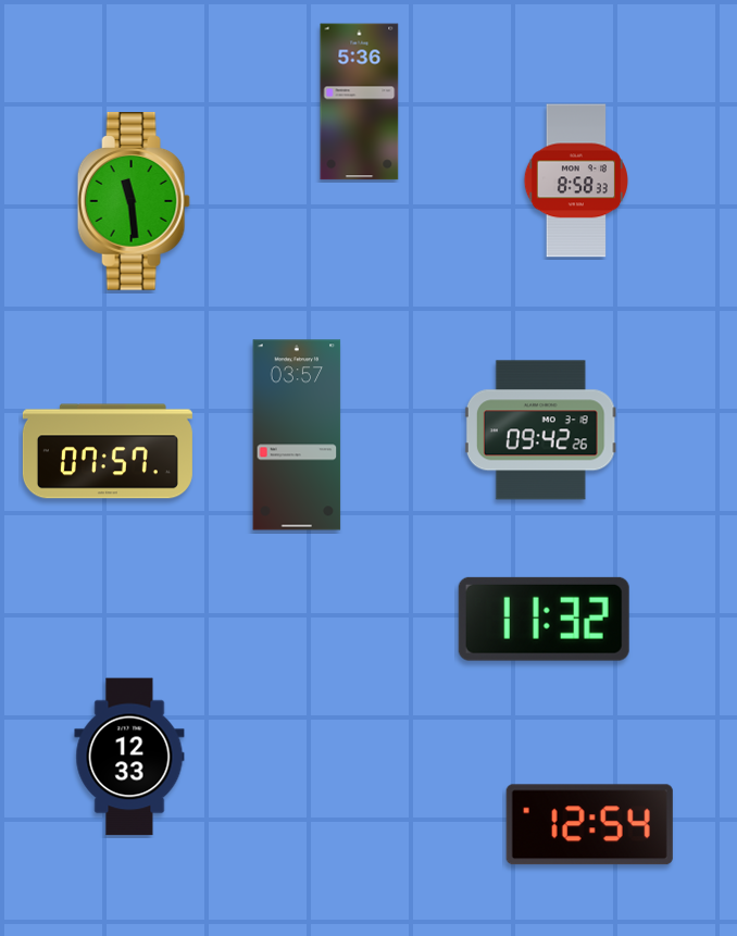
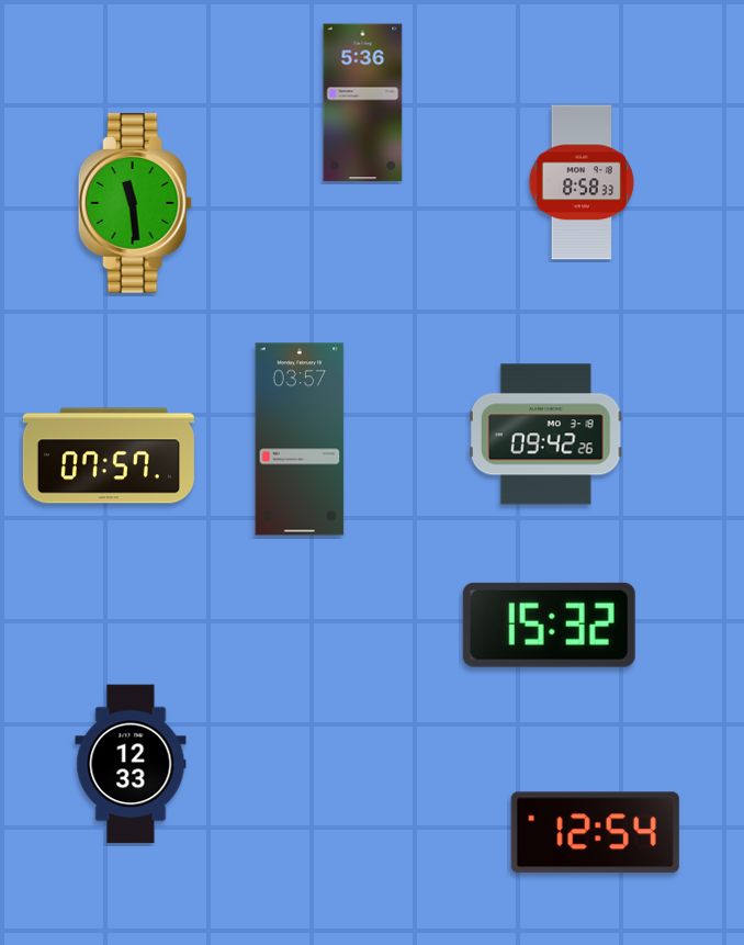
clock at (544, 619): 11:32 -> 15:32
